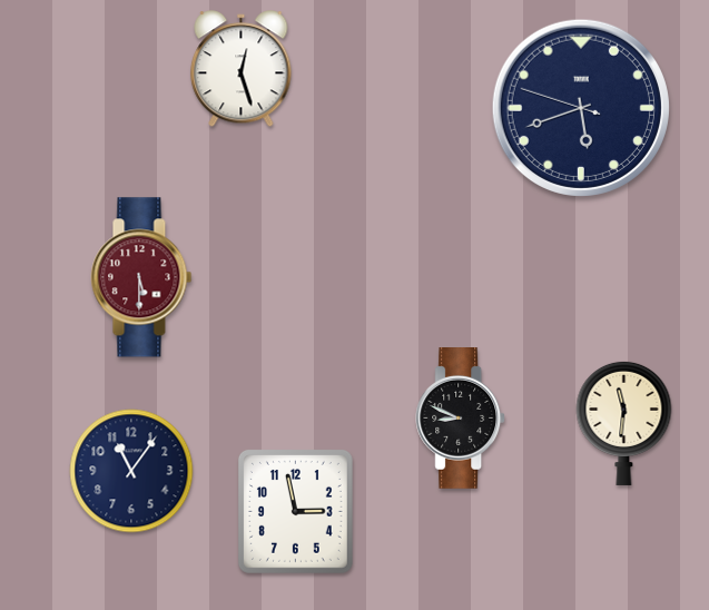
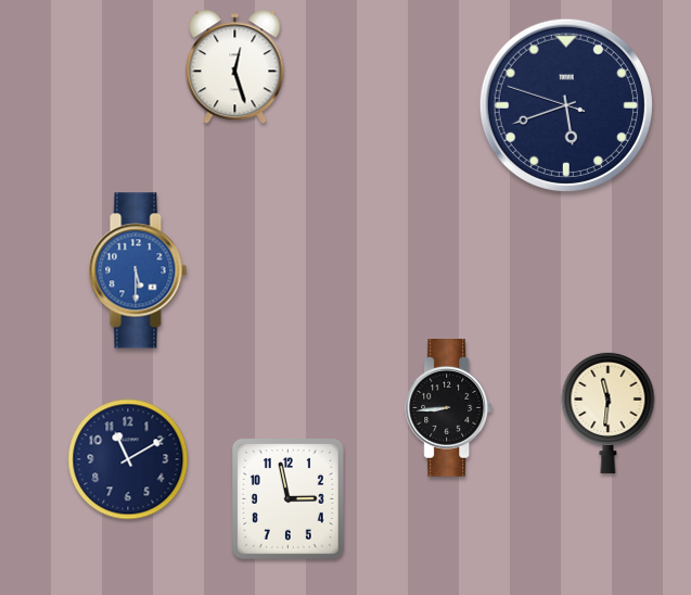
clock at (141, 277) dial: burgundy -> blue
clock at (461, 419): 8:49 -> 8:44
clock at (131, 471): 11:06 -> 11:10
